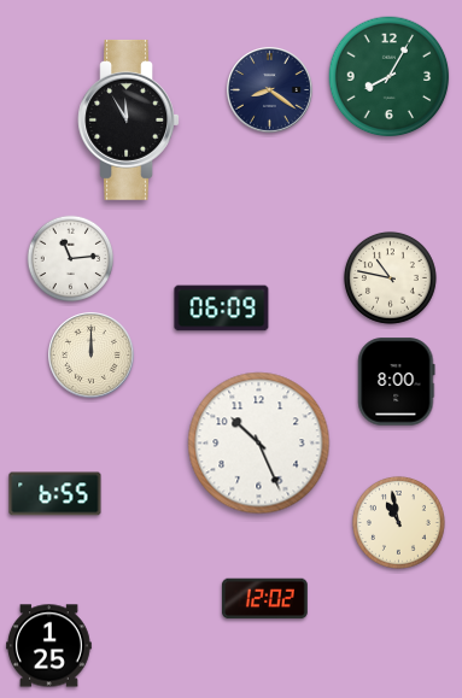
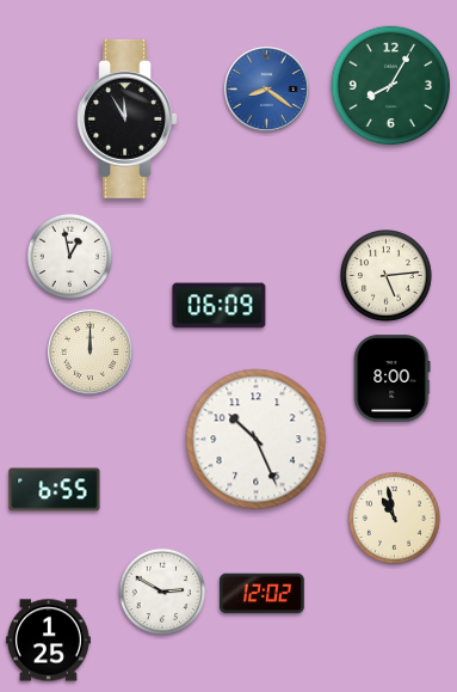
clock at (390, 77) position: (390, 77) -> (391, 86)
clock at (270, 90) dial: navy -> blue
clock at (71, 259): 11:14 -> 12:58
clock at (390, 277): 10:47 -> 5:14
clock at (162, 592): none -> 2:50
